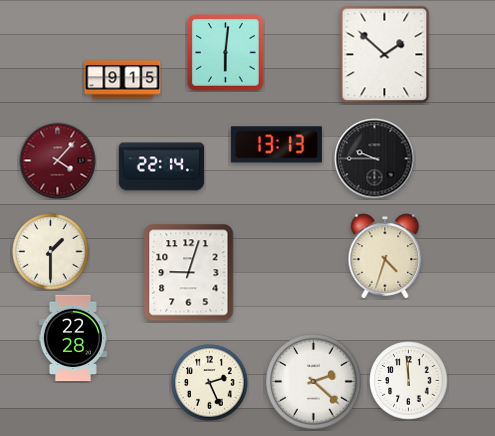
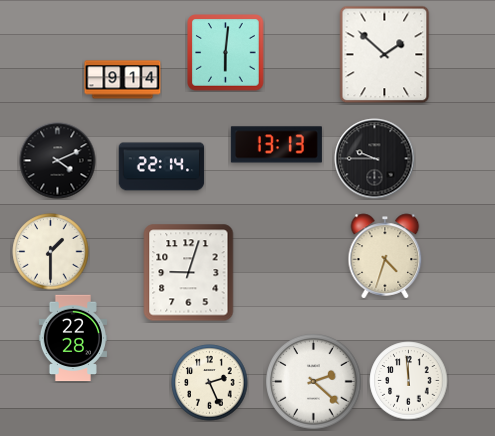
clock at (123, 80): 9:15 -> 9:14
clock at (58, 161): 4:07 -> 4:11
clock at (58, 161) dial: burgundy -> black
